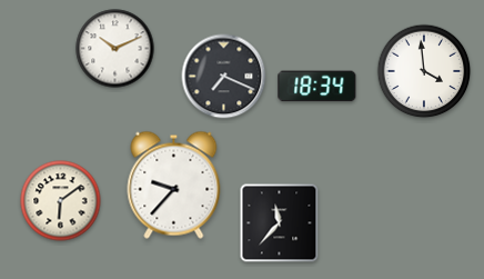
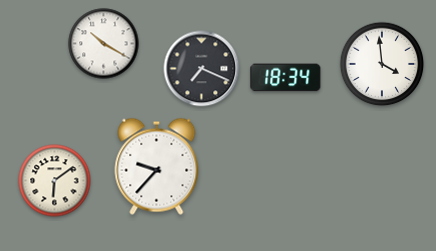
clock at (115, 49): 10:11 -> 10:20
clock at (280, 223): 11:37 -> none
